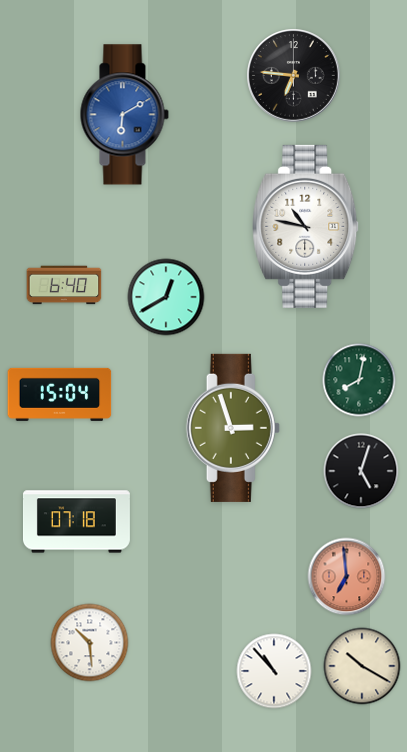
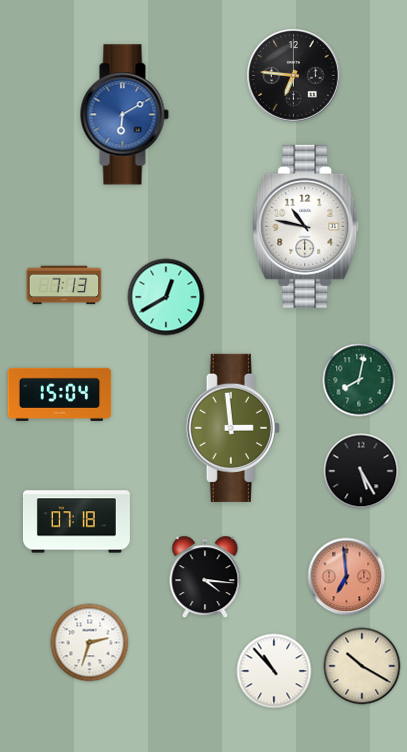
clock at (64, 285): 6:40 -> 7:13
clock at (233, 428): 2:57 -> 2:59
clock at (361, 471): 5:03 -> 5:25
clock at (205, 577): none -> 4:16
clock at (90, 643): 10:29 -> 2:33
